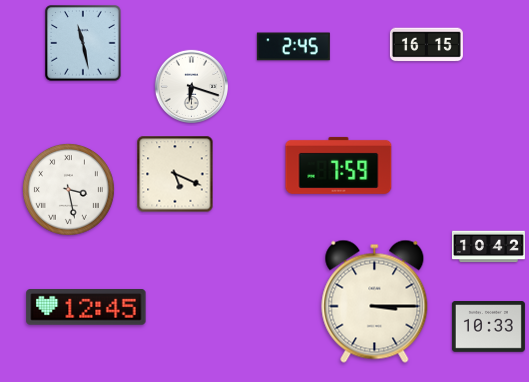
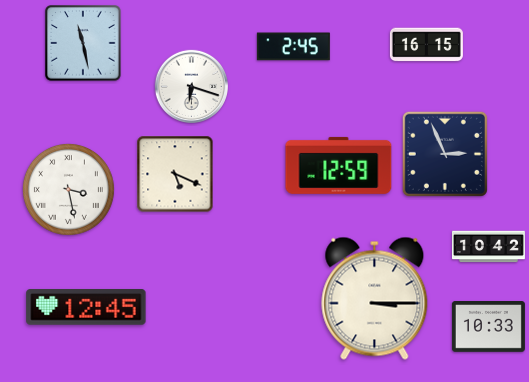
clock at (445, 154): none -> 2:56
clock at (339, 165): 7:59 -> 12:59
clock at (375, 301) position: (375, 301) -> (375, 298)
